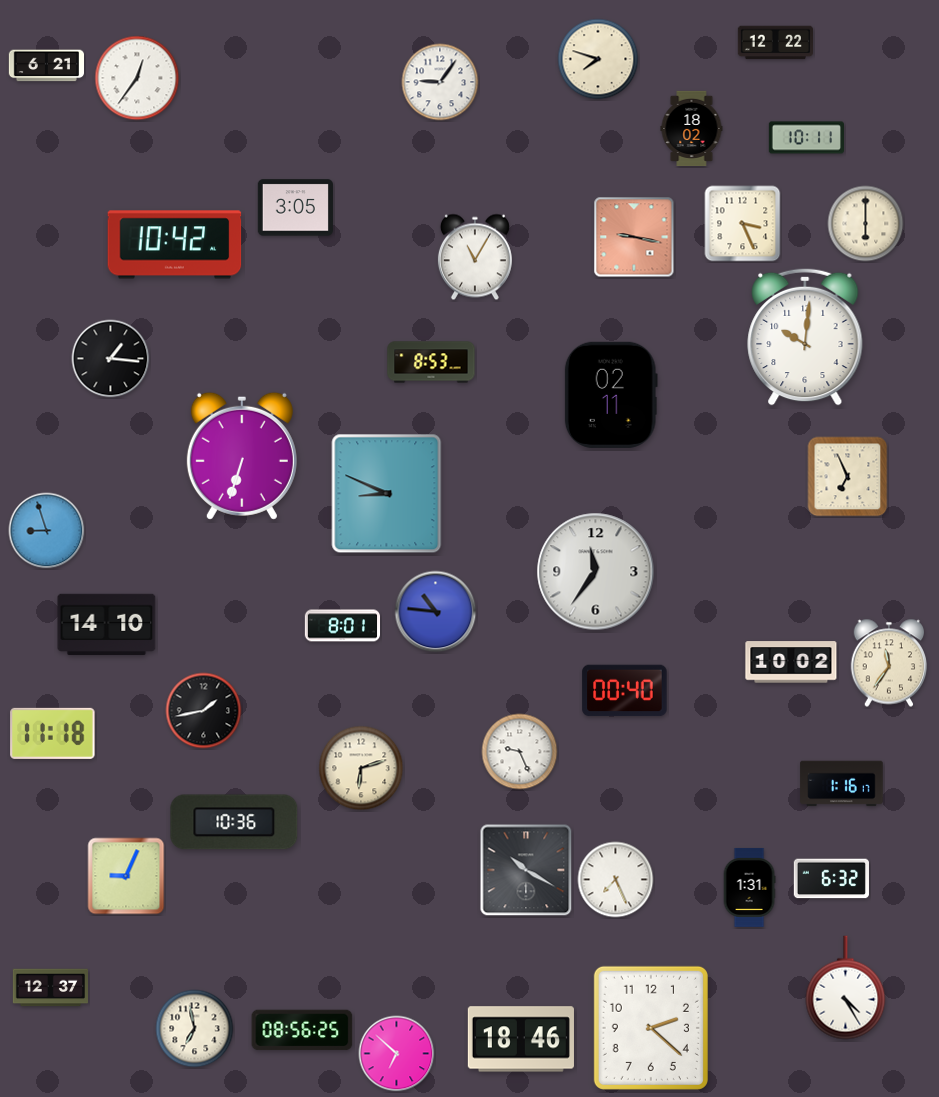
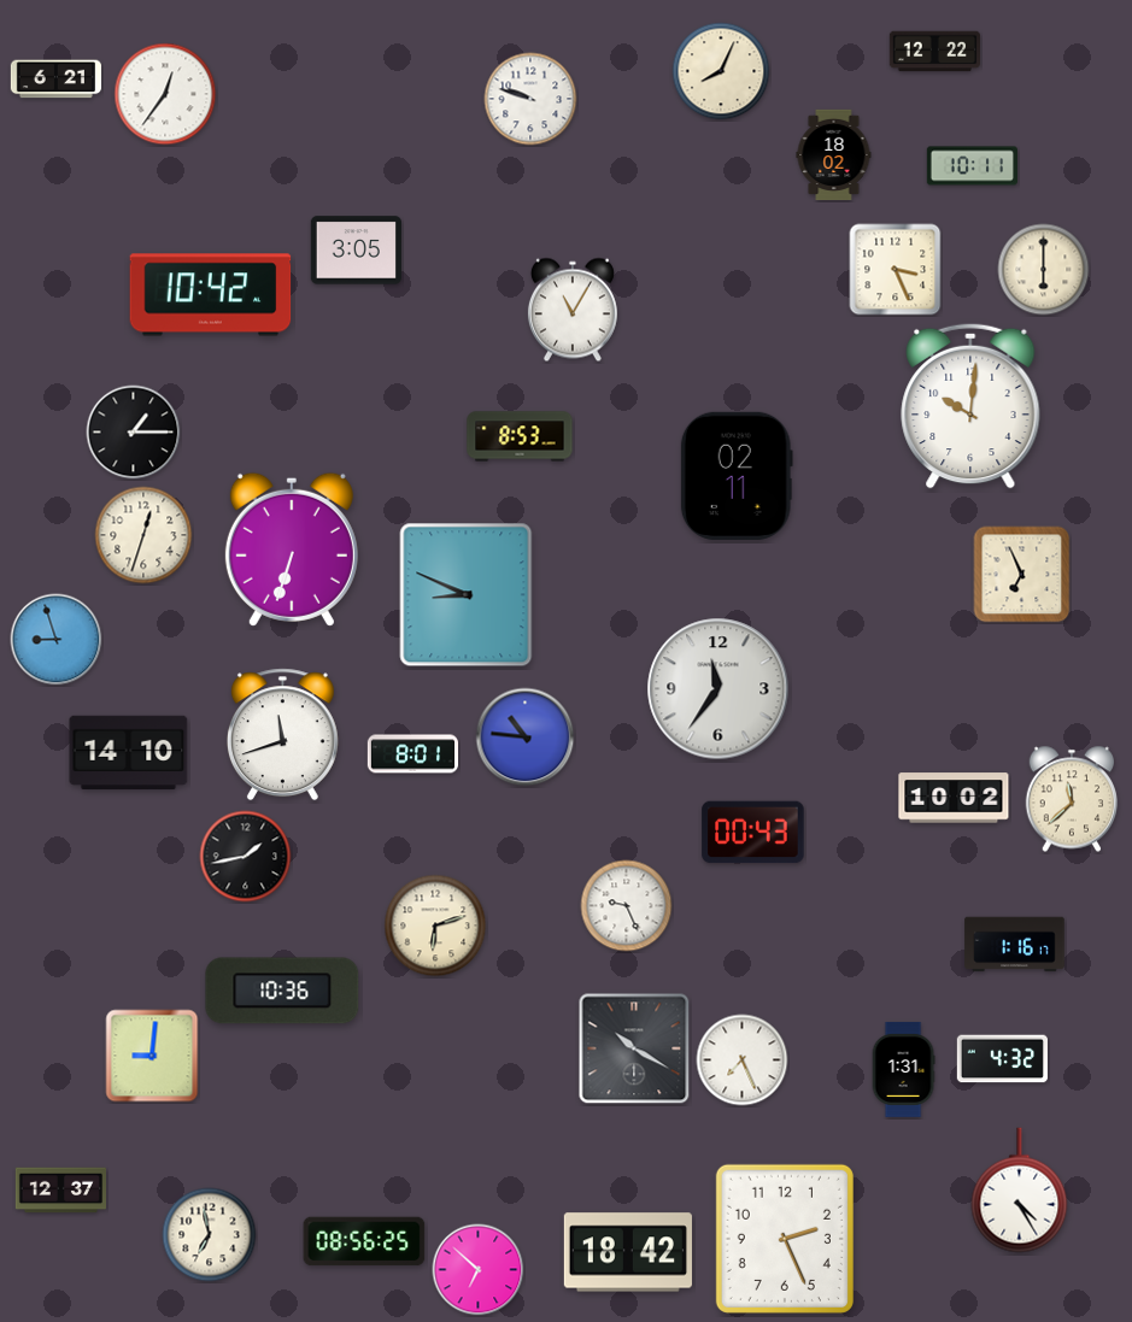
clock at (598, 59): 7:48 -> 8:04
clock at (440, 82): 9:06 -> 9:48
clock at (634, 237): 9:17 -> none
clock at (111, 359): 1:16 -> 1:15
clock at (143, 535): none -> 12:33
clock at (282, 735): none -> 11:42
clock at (889, 663): 11:36 -> 11:38
clock at (625, 691): 00:40 -> 00:43
clock at (53, 733): 11:18 -> none
clock at (126, 876): 9:04 -> 9:01
clock at (831, 879): 6:32 -> 4:32
clock at (651, 1028): 2:22 -> 2:26
clock at (195, 1029) position: (195, 1029) -> (210, 1235)
clock at (521, 1039): 18:46 -> 18:42
